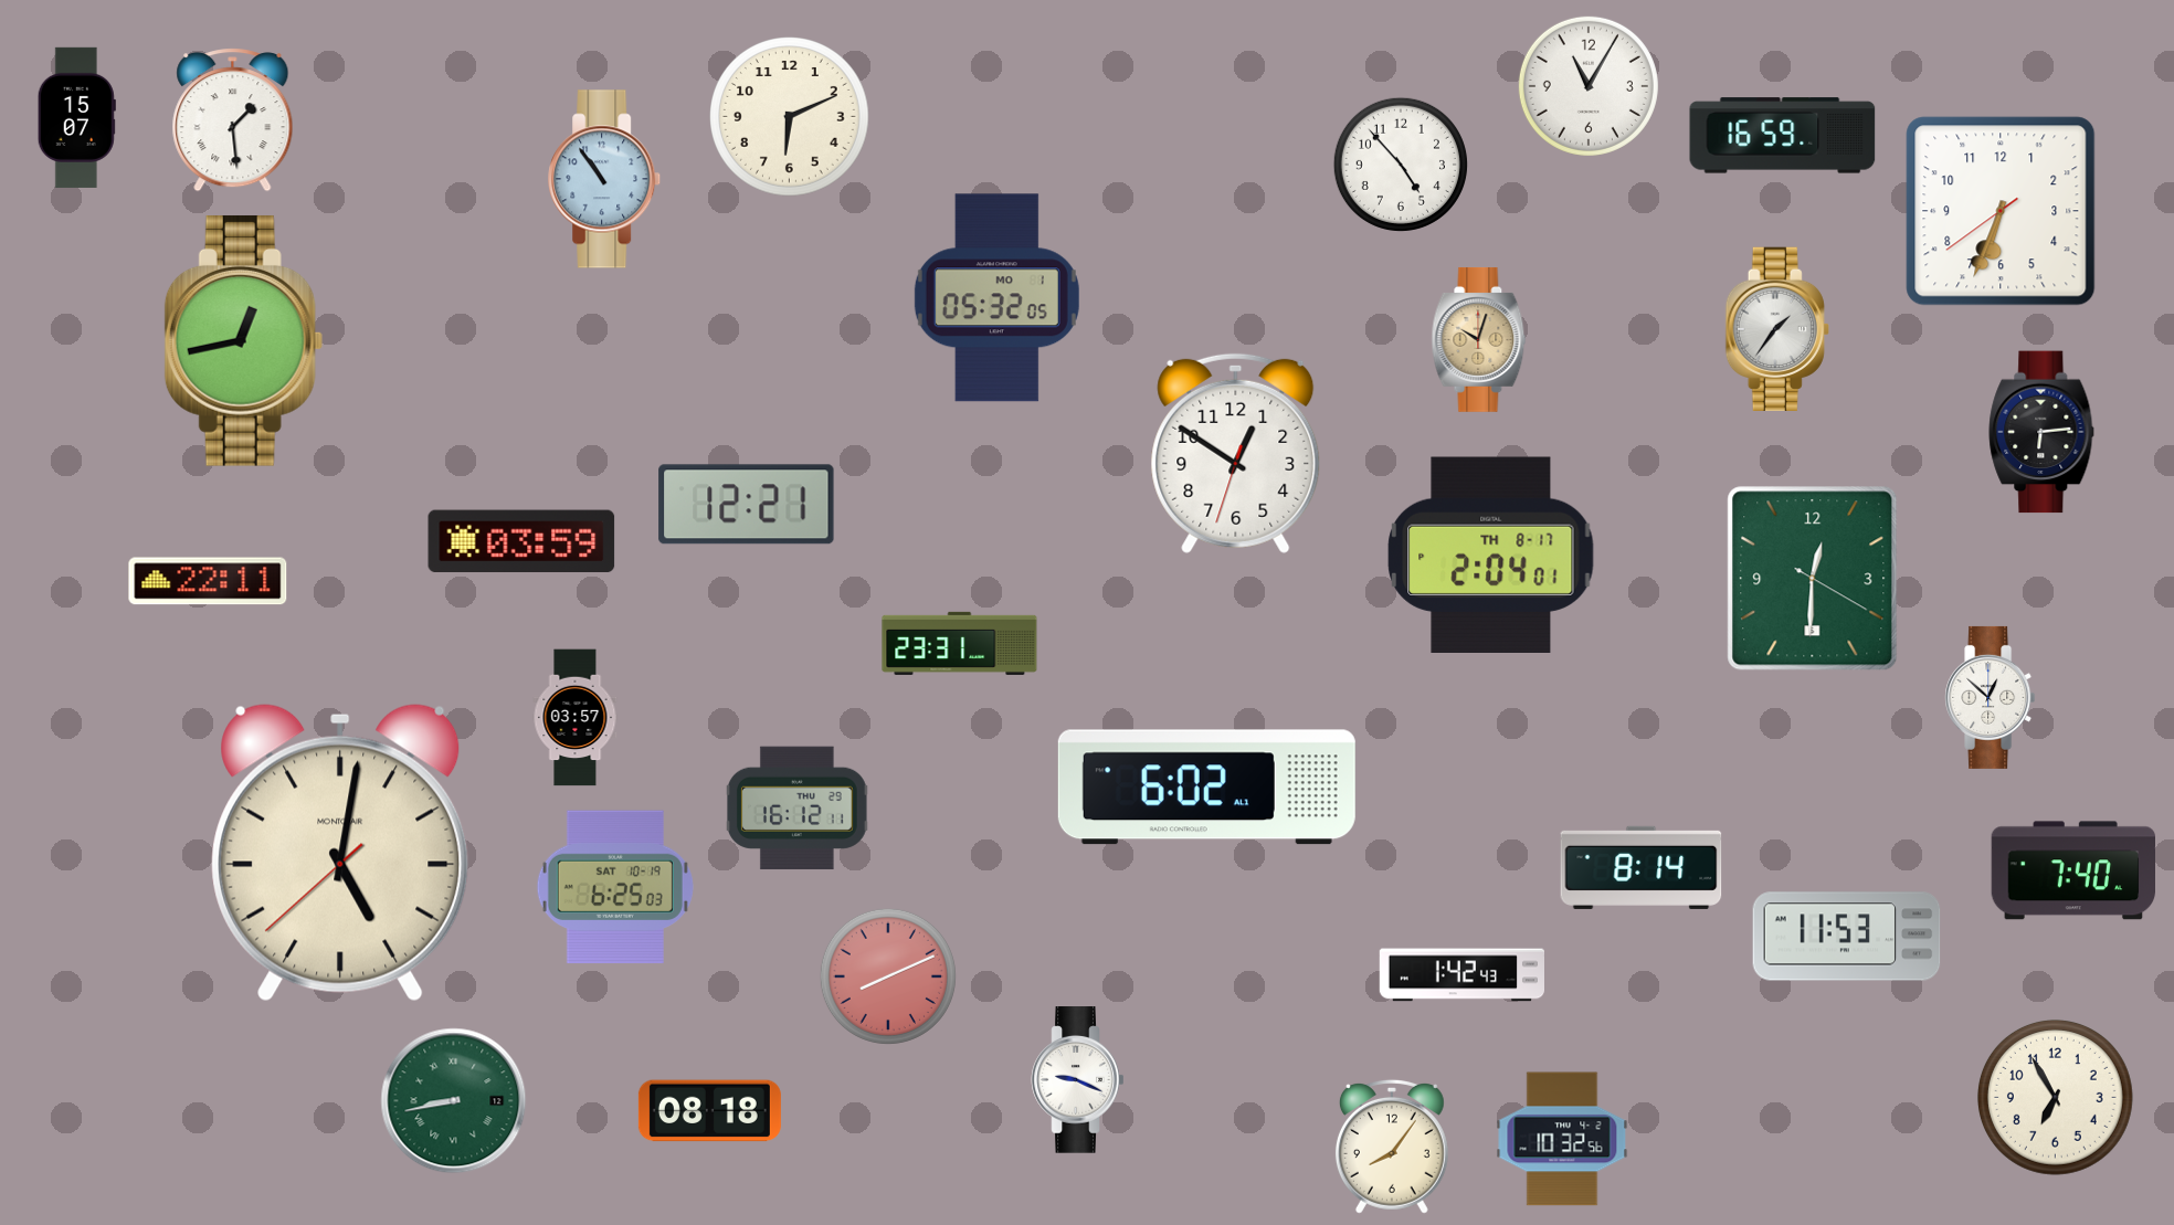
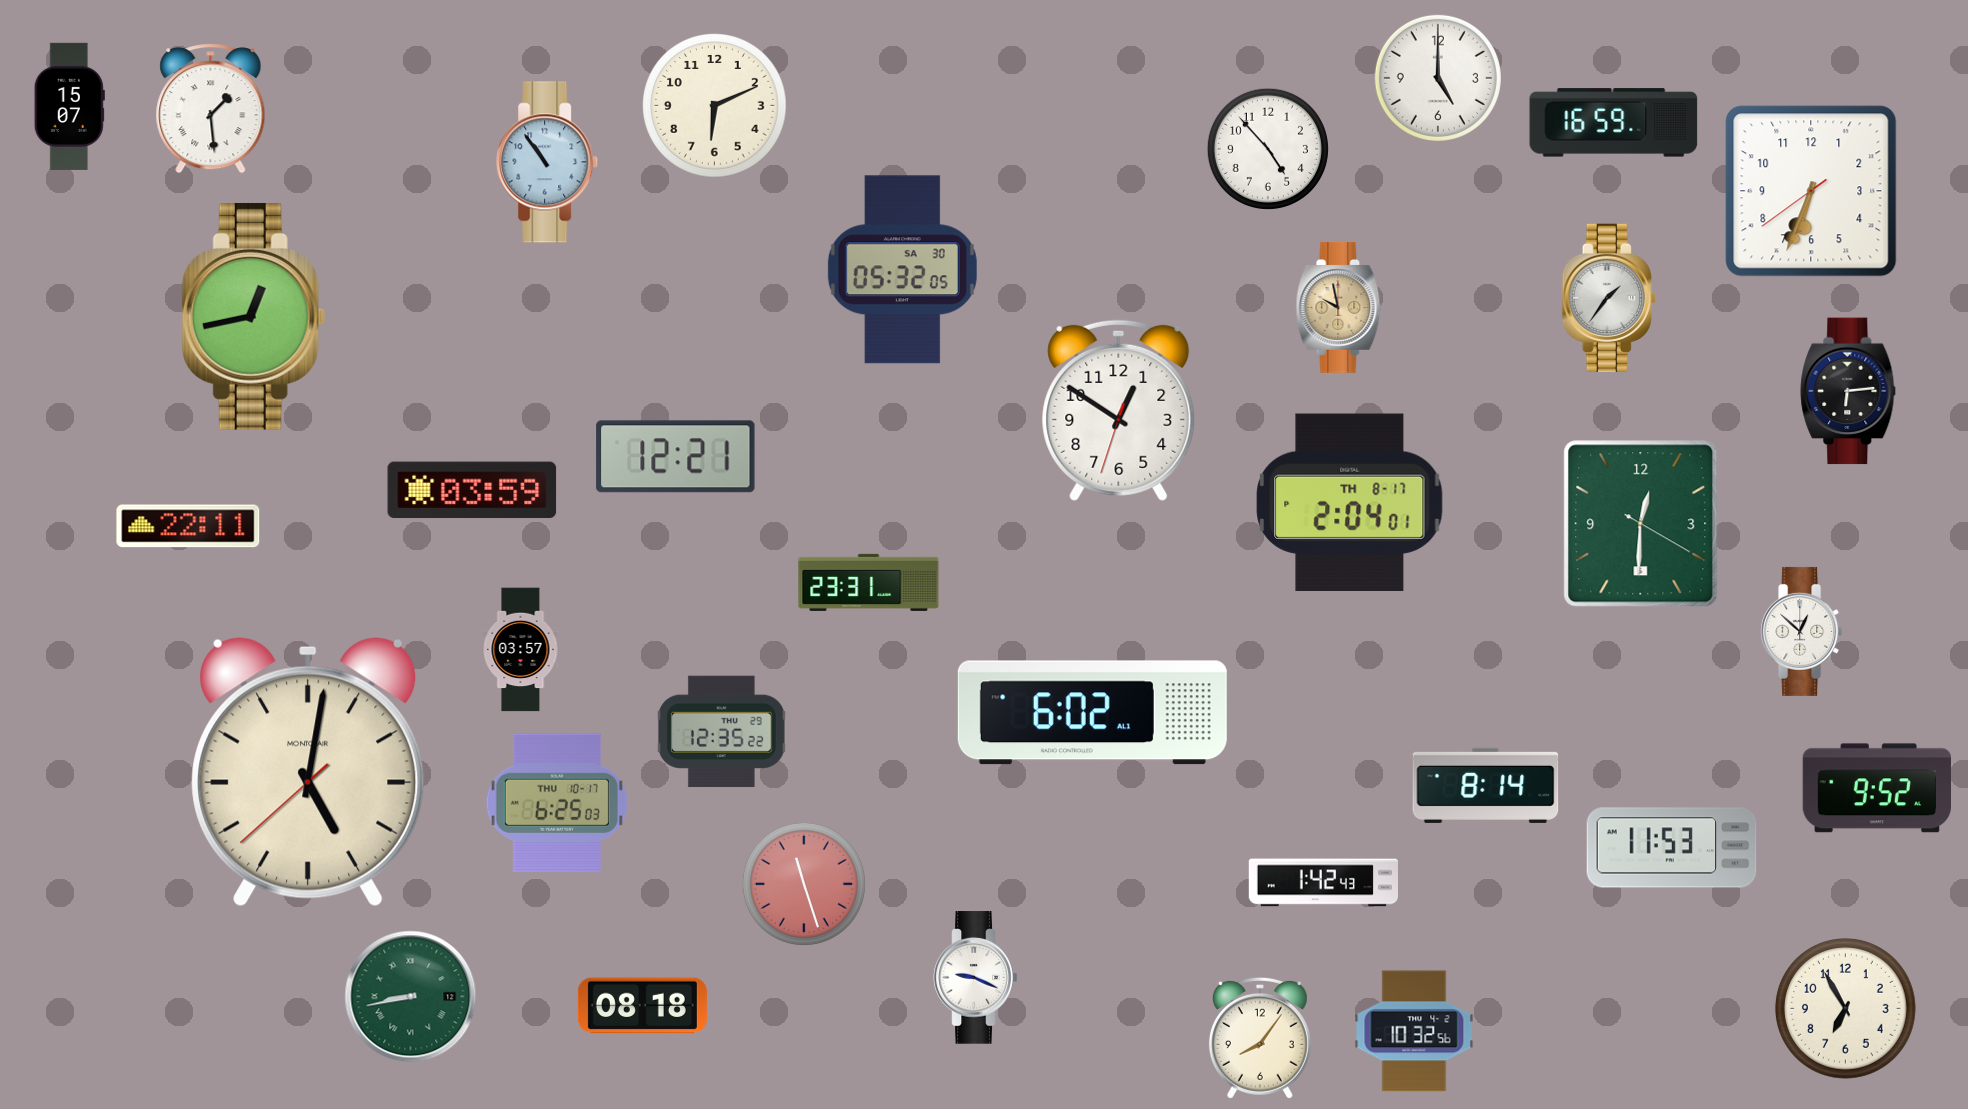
clock at (1589, 86): 11:05 -> 5:00
clock at (996, 298) date: MO 1 -> SA 30
clock at (1479, 339): 10:03 -> 9:58
clock at (243, 340) position: (243, 340) -> (253, 316)
clock at (796, 809): 16:12 -> 12:35
clock at (2072, 870): 7:40 -> 9:52
clock at (615, 887) date: SAT 10-19 -> THU 10-17
clock at (888, 976): 8:11 -> 11:27
clock at (2055, 1097) position: (2055, 1097) -> (1845, 1008)
